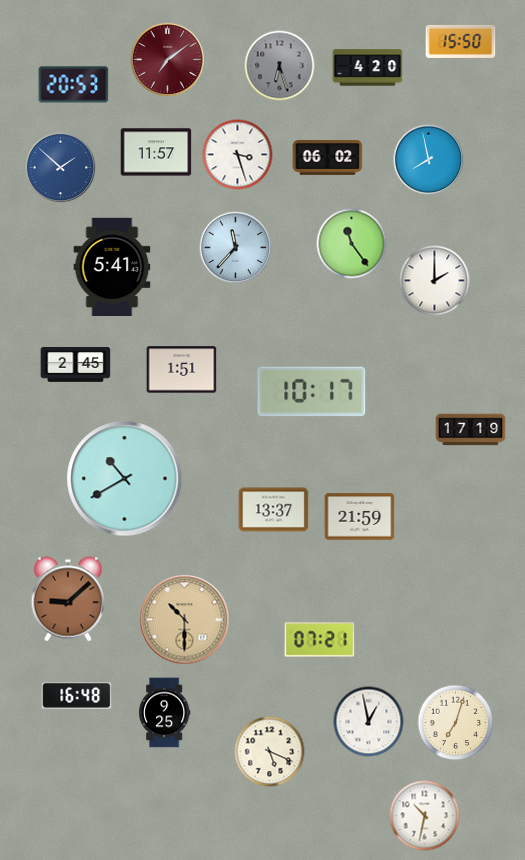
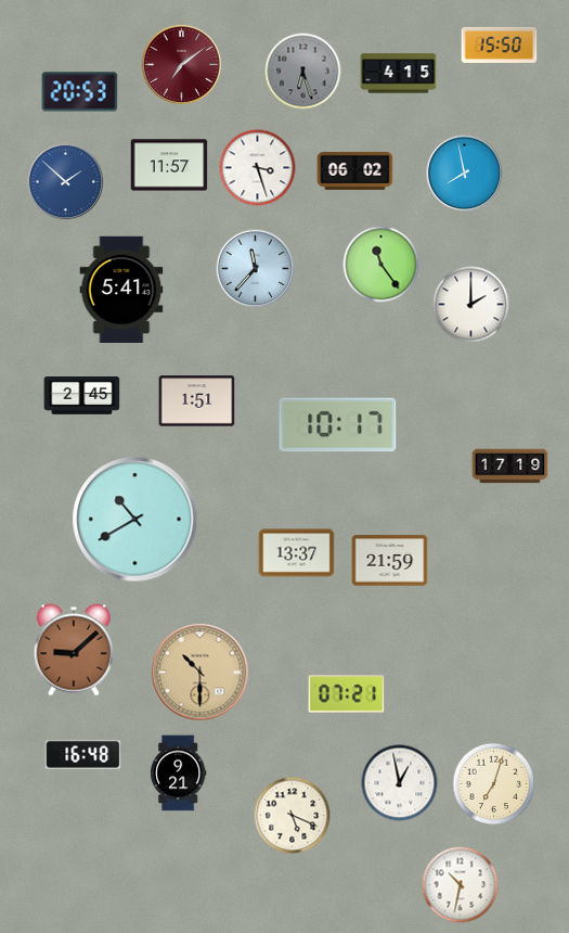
clock at (368, 68): 4:20 -> 4:15
clock at (165, 713): 9:25 -> 9:21
